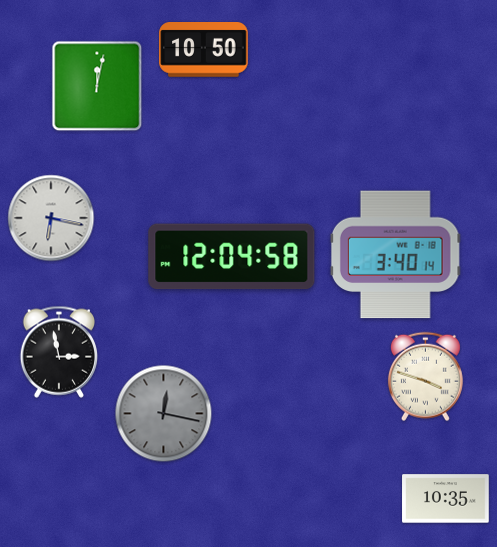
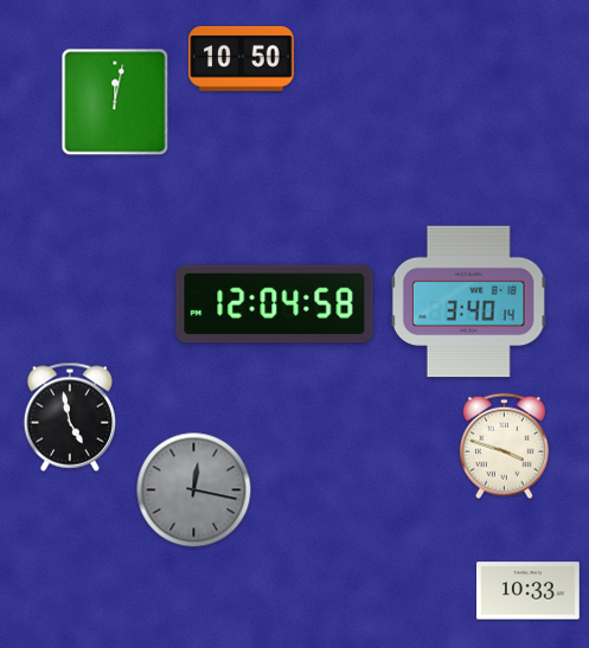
clock at (51, 218): 6:17 -> none
clock at (58, 352): 2:58 -> 4:58
clock at (446, 499): 10:35 -> 10:33
